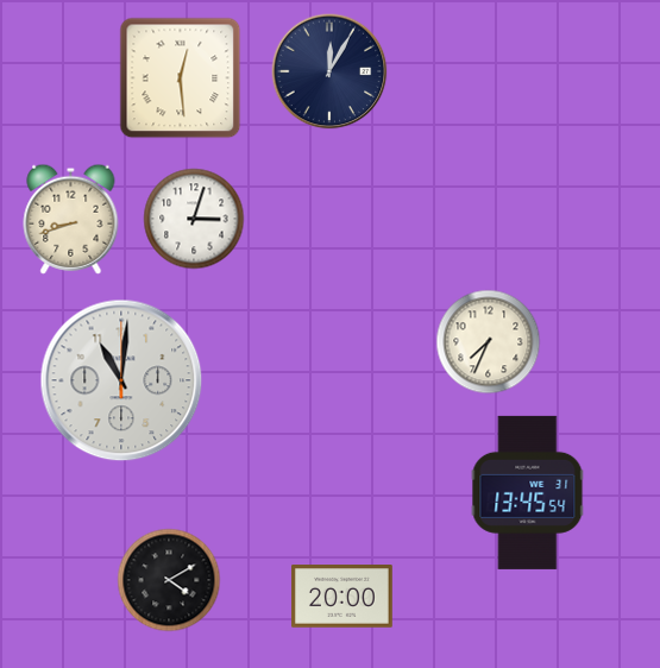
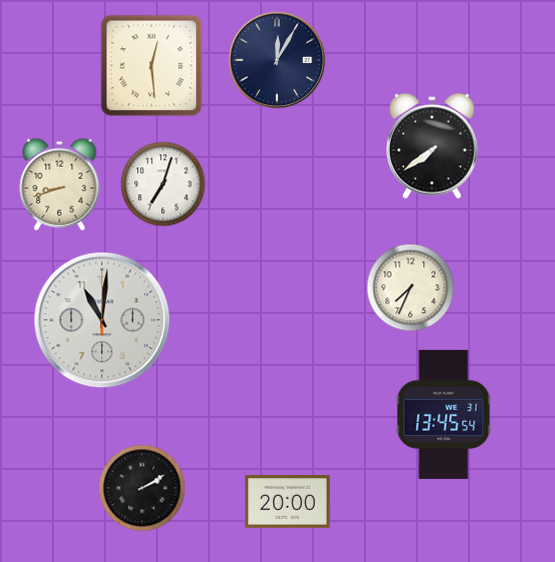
clock at (432, 146): none -> 7:39
clock at (194, 219): 3:03 -> 7:03
clock at (169, 580): 4:10 -> 2:10
